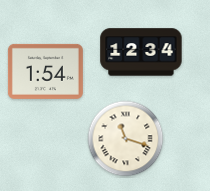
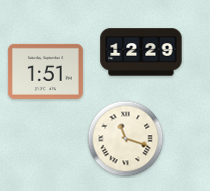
clock at (141, 52): 12:34 -> 12:29
clock at (45, 71): 1:54 -> 1:51
